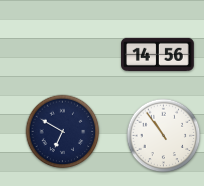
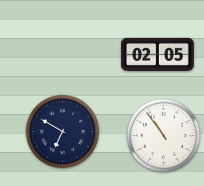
clock at (158, 54): 14:56 -> 02:05
